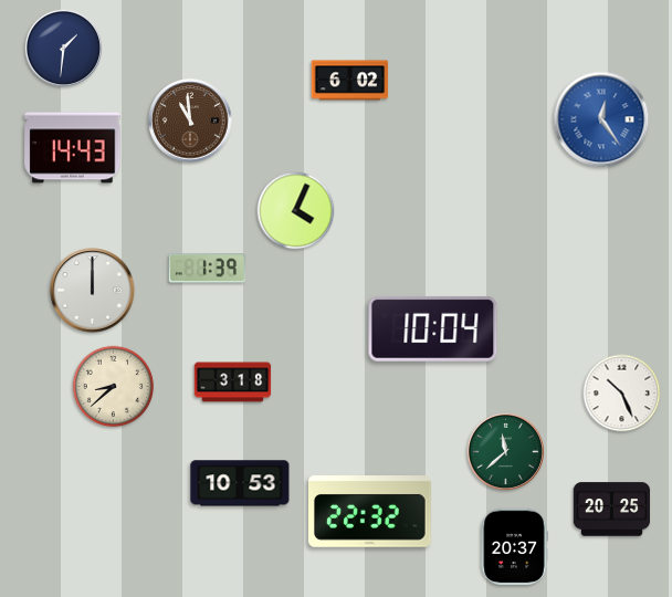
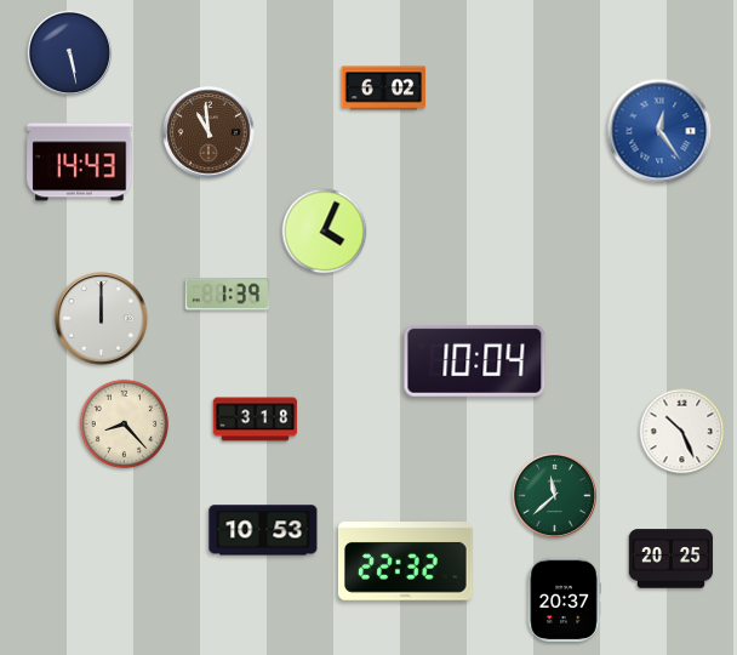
clock at (63, 48): 1:31 -> 5:28
clock at (114, 387): 8:38 -> 8:23
